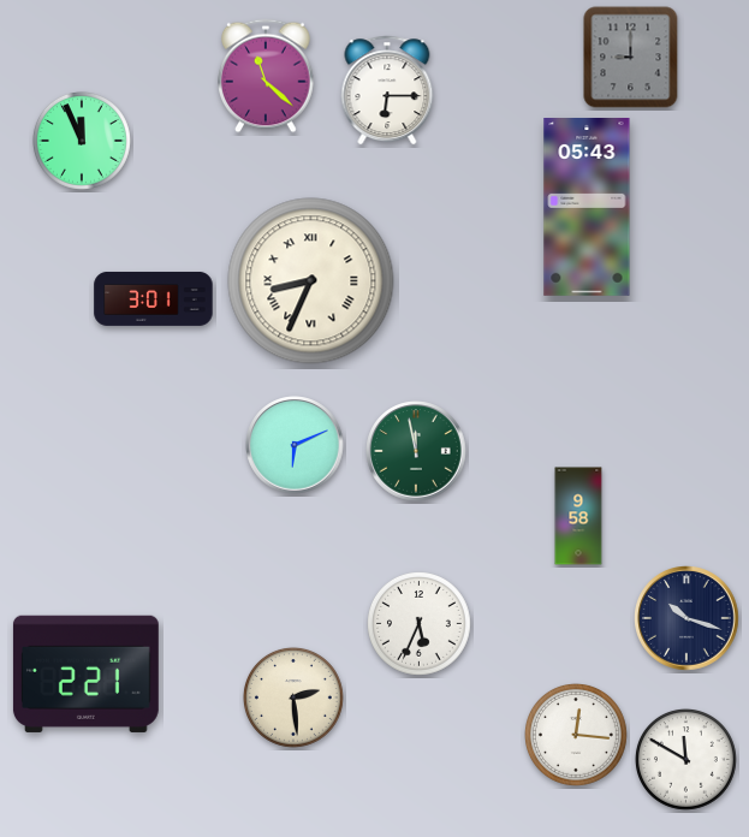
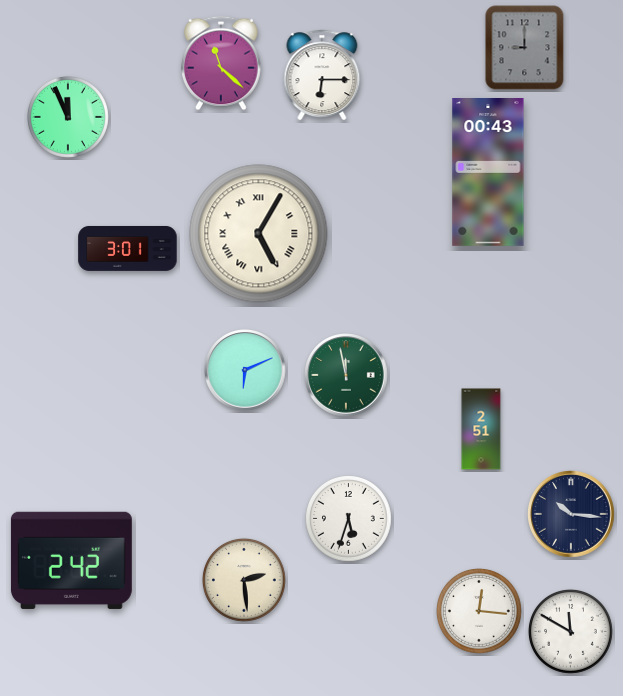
clock at (587, 208): 05:43 -> 00:43
clock at (311, 281): 8:34 -> 5:05
clock at (578, 516): 9:58 -> 2:51
clock at (686, 618): 10:18 -> 10:16
clock at (420, 624): 5:34 -> 5:33
clock at (85, 673): 2:21 -> 2:42
